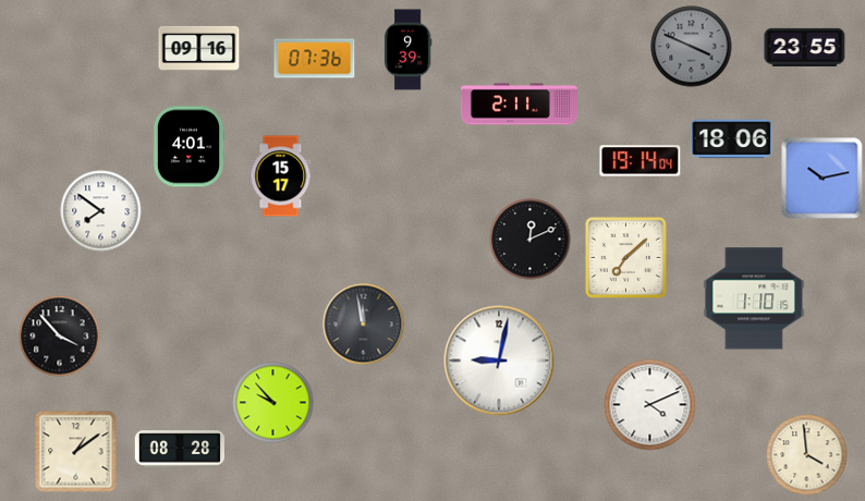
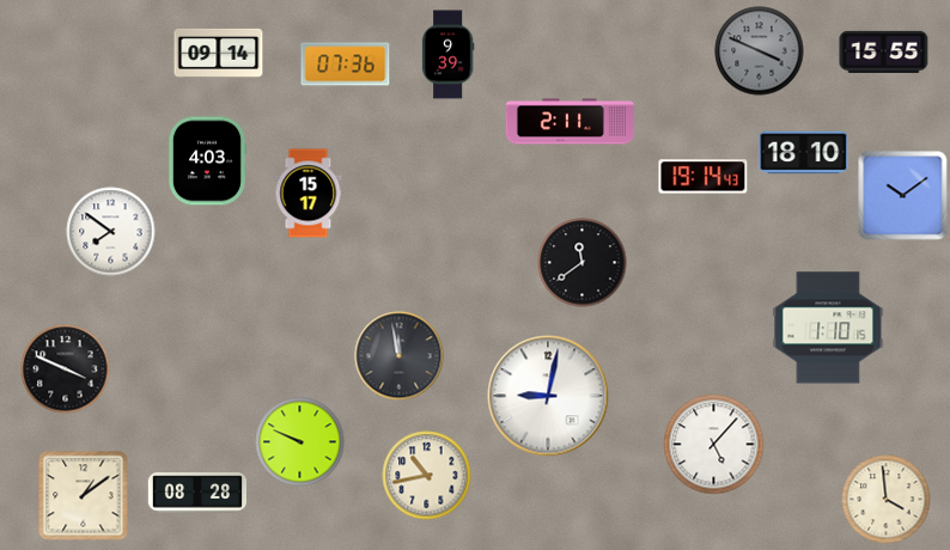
clock at (805, 47): 23:55 -> 15:55
clock at (199, 48): 09:16 -> 09:14
clock at (519, 105) position: (519, 105) -> (570, 122)
clock at (732, 139): 18:06 -> 18:10
clock at (187, 147): 4:01 -> 4:03
clock at (641, 161): 19:14:04 -> 19:14:43
clock at (823, 179): 10:13 -> 10:09
clock at (531, 240): 12:11 -> 11:39
clock at (625, 257): 7:08 -> none
clock at (60, 337): 3:53 -> 3:49
clock at (273, 403): 9:53 -> 9:49
clock at (650, 405): 4:11 -> 5:07
clock at (427, 476): none -> 10:43
